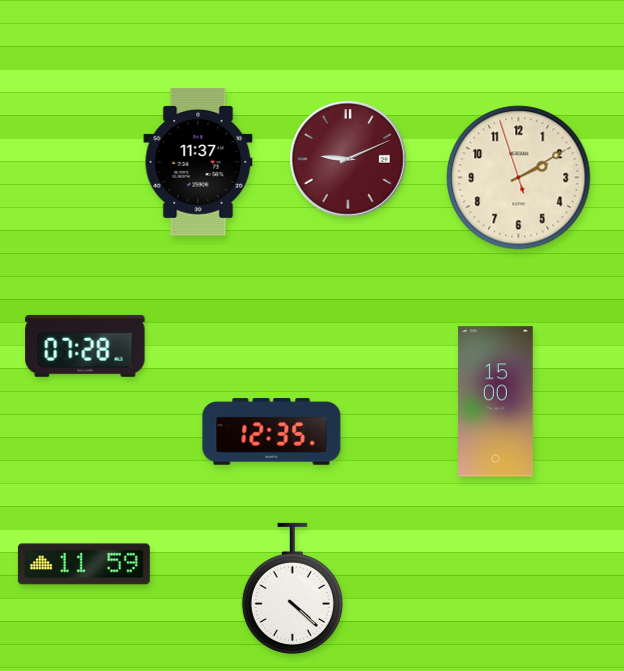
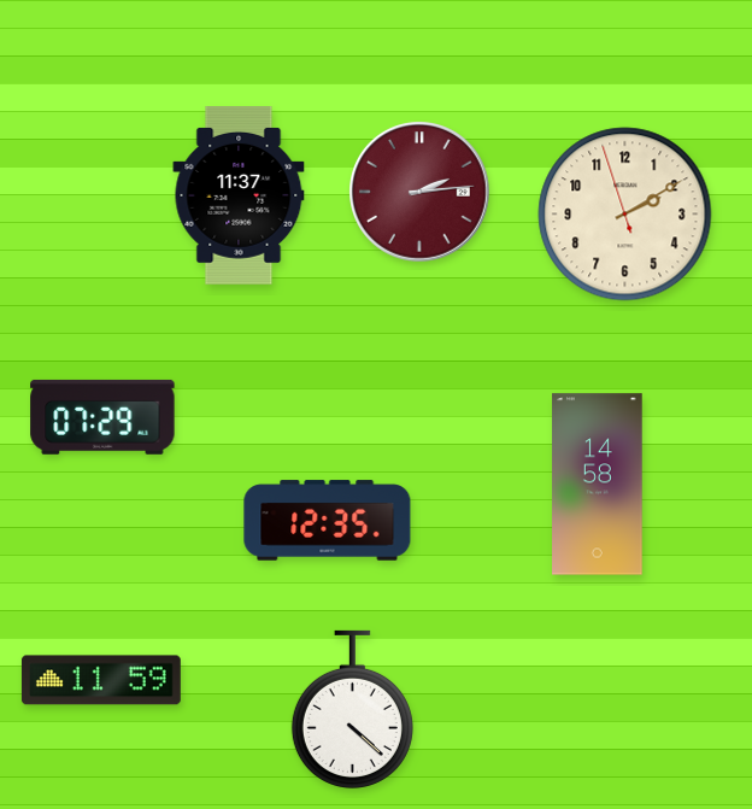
clock at (349, 160): 9:11 -> 2:14
clock at (85, 346): 07:28 -> 07:29
clock at (496, 402): 15:00 -> 14:58
